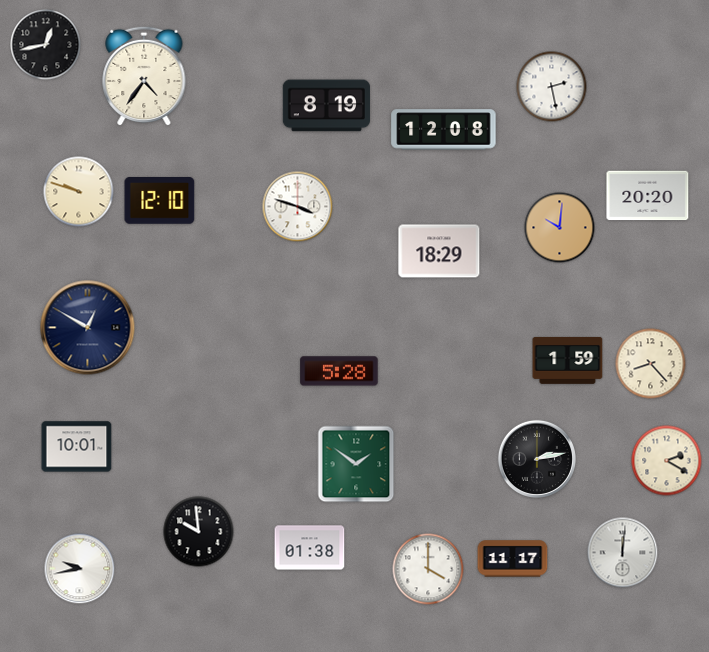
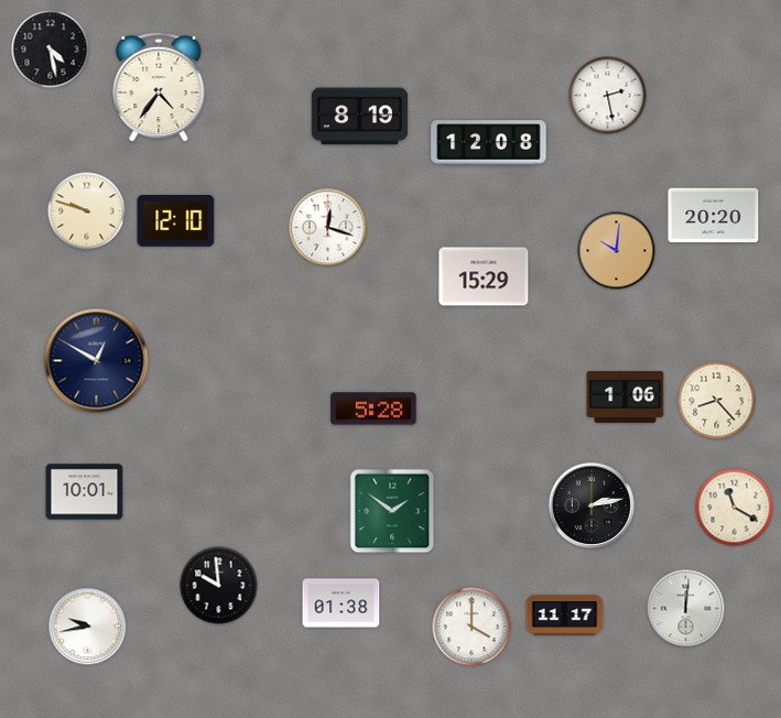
clock at (46, 45): 12:43 -> 4:28
clock at (144, 76) position: (144, 76) -> (159, 87)
clock at (298, 207): 3:48 -> 12:18
clock at (439, 251): 18:29 -> 15:29
clock at (568, 360): 1:59 -> 1:06
clock at (667, 461): 2:20 -> 11:20
